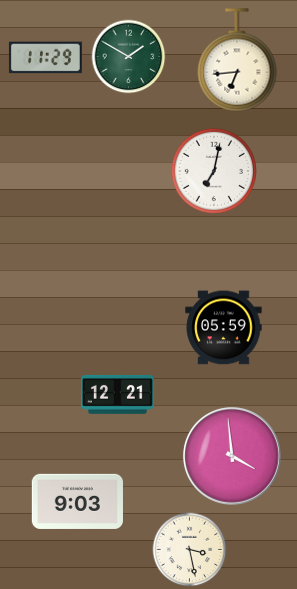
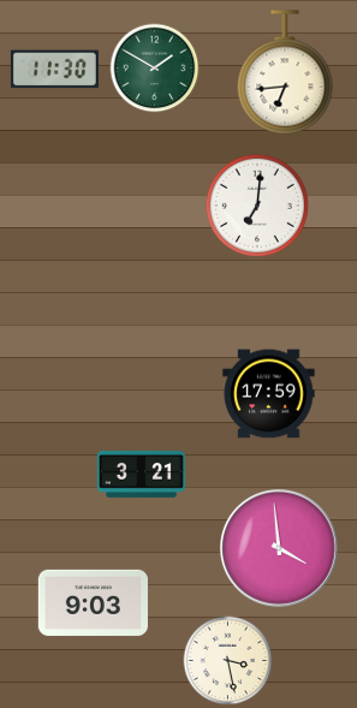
clock at (45, 58): 11:29 -> 11:30
clock at (214, 171): 7:02 -> 7:01
clock at (224, 328): 05:59 -> 17:59
clock at (117, 394): 12:21 -> 3:21
